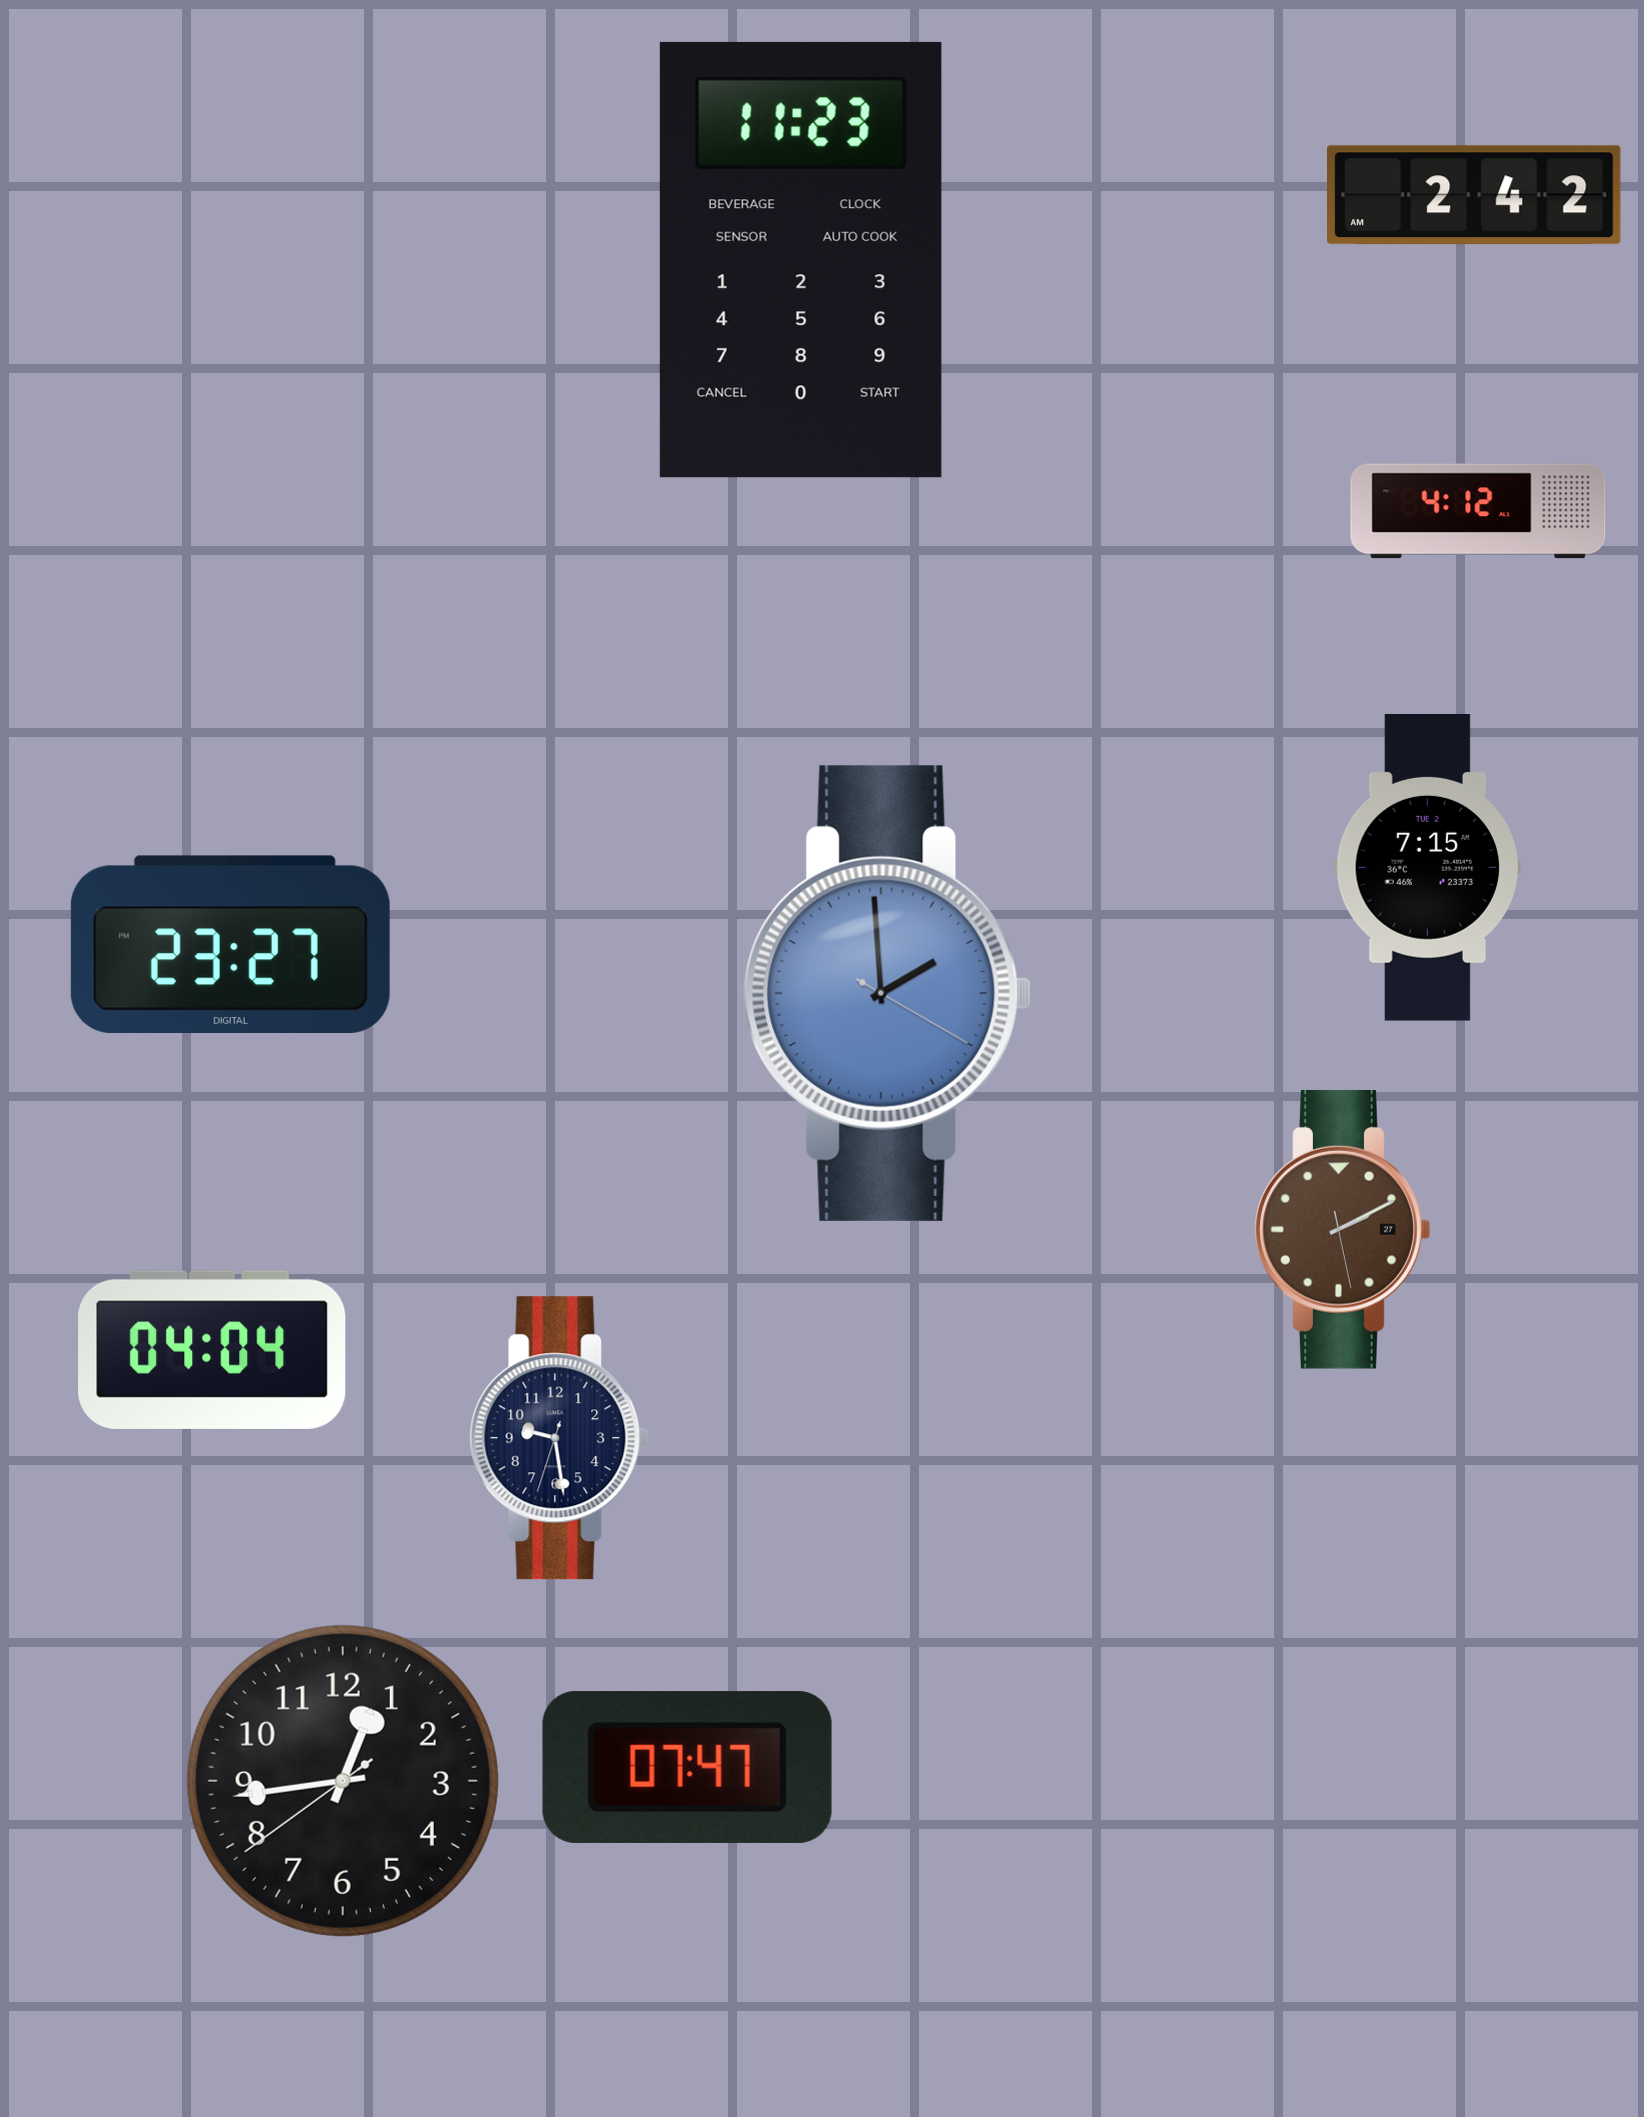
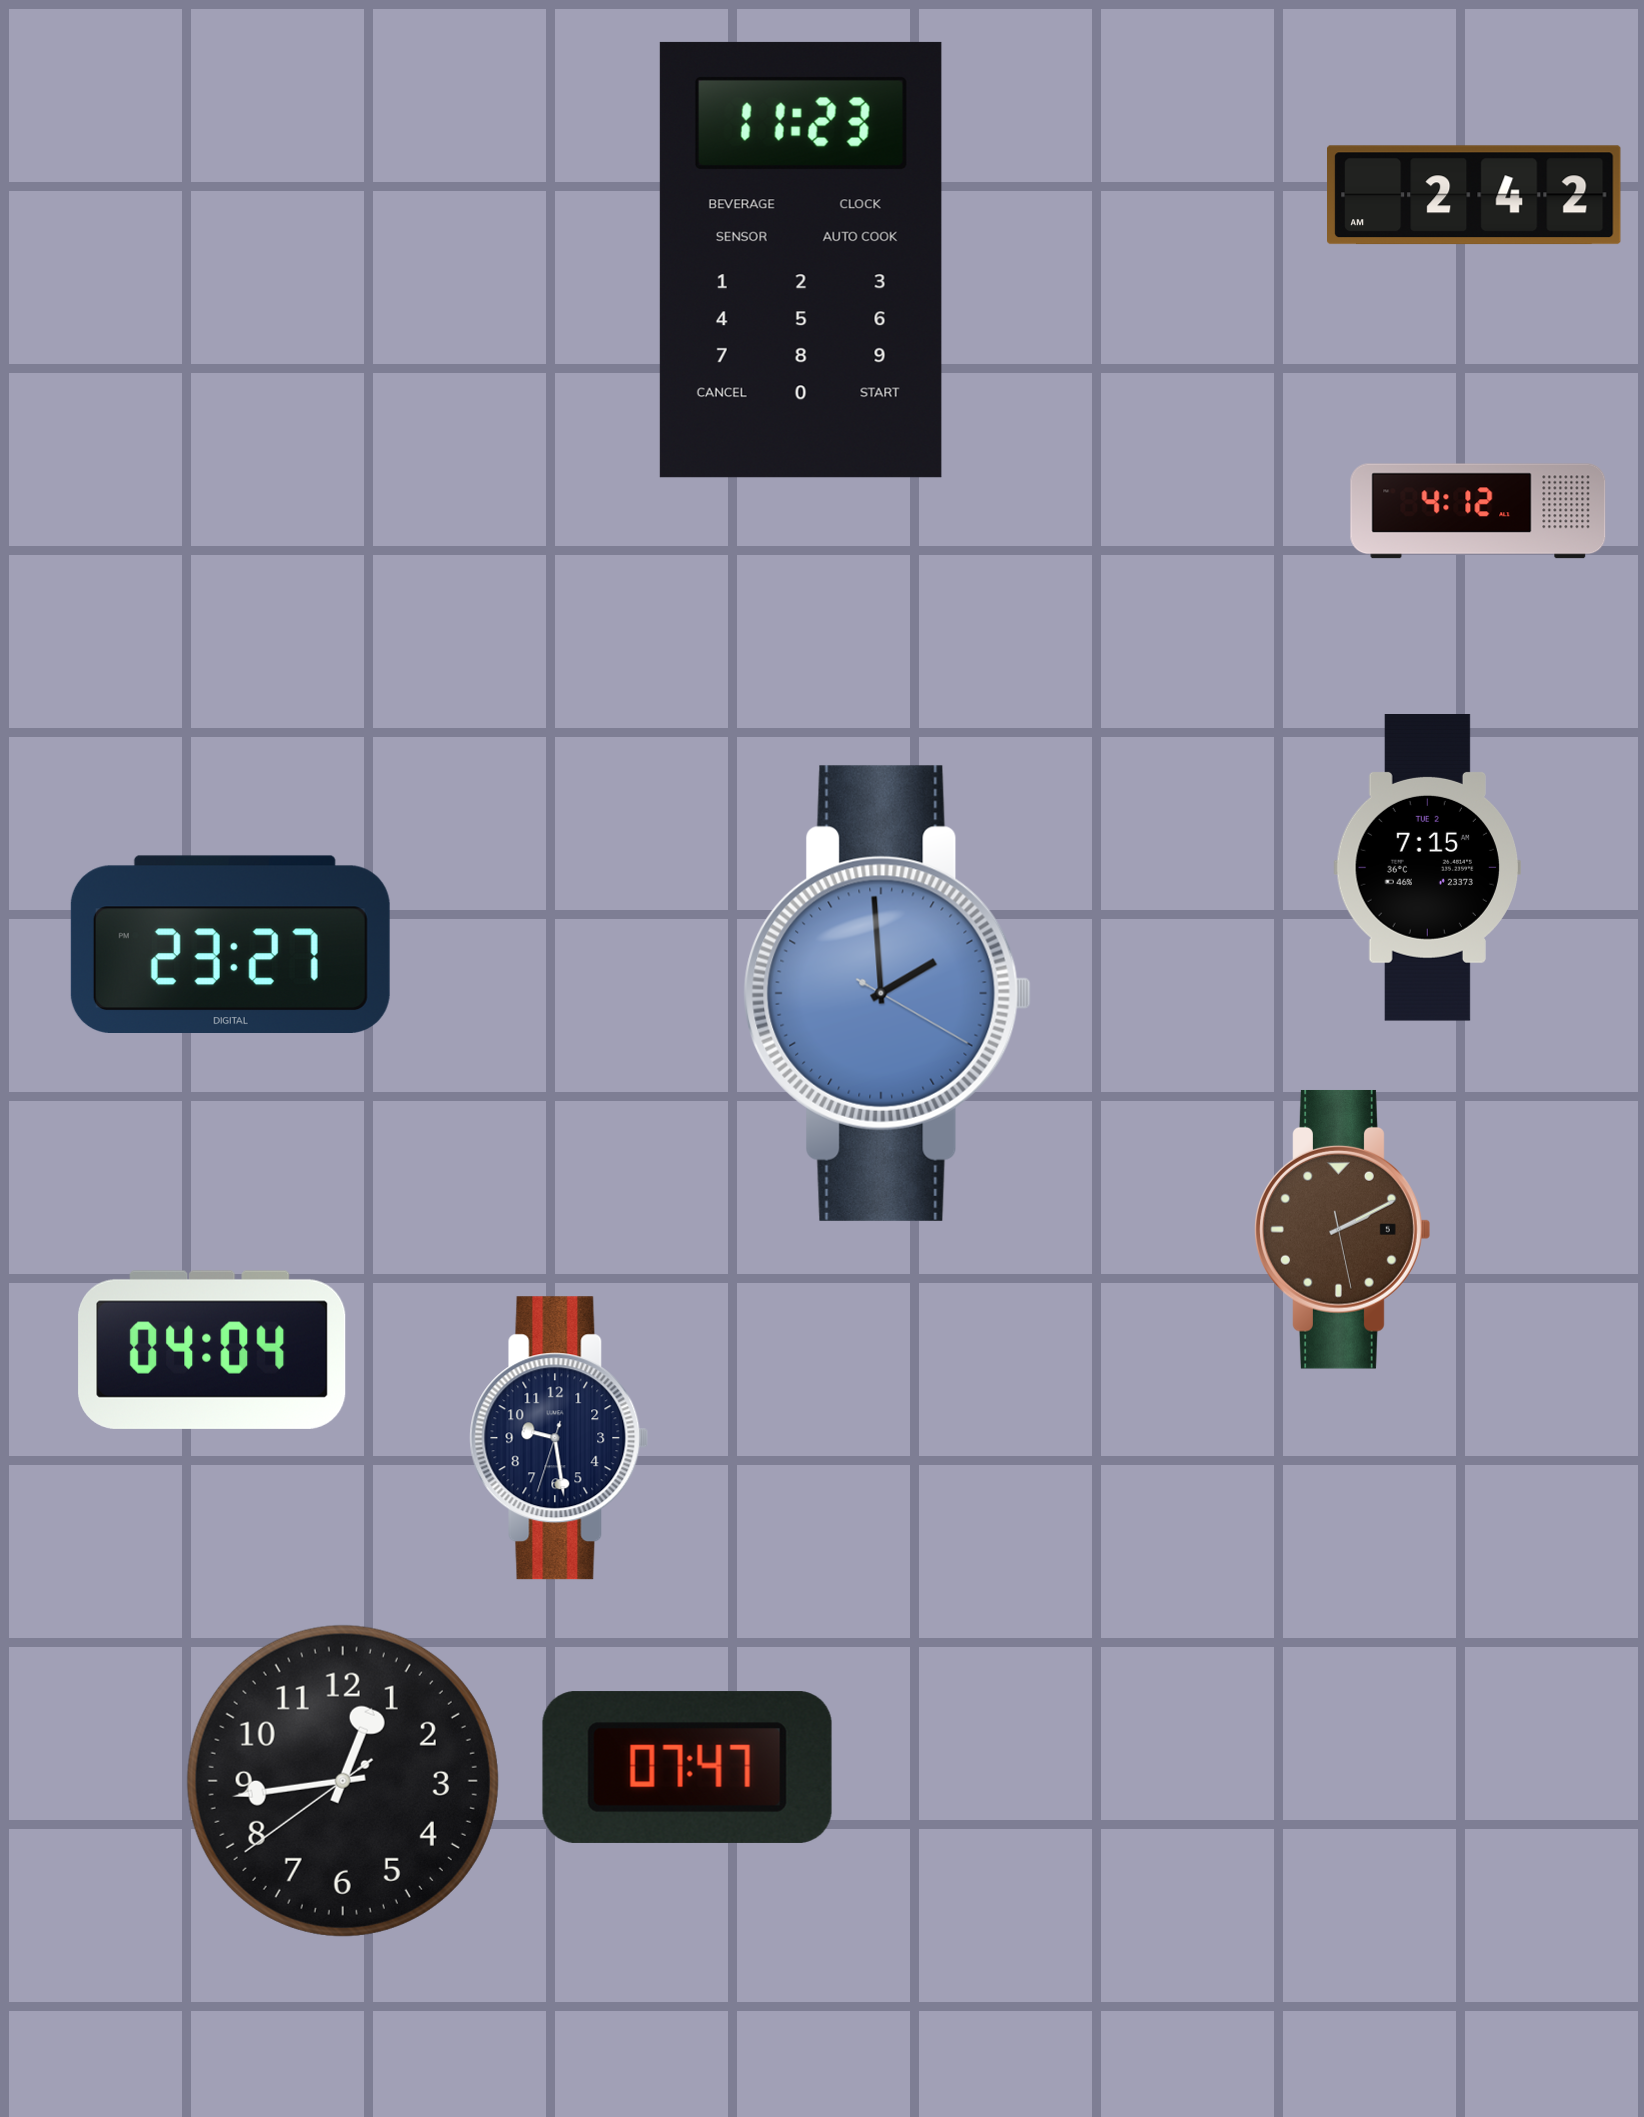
clock at (1343, 1229) date: 27 -> 5
